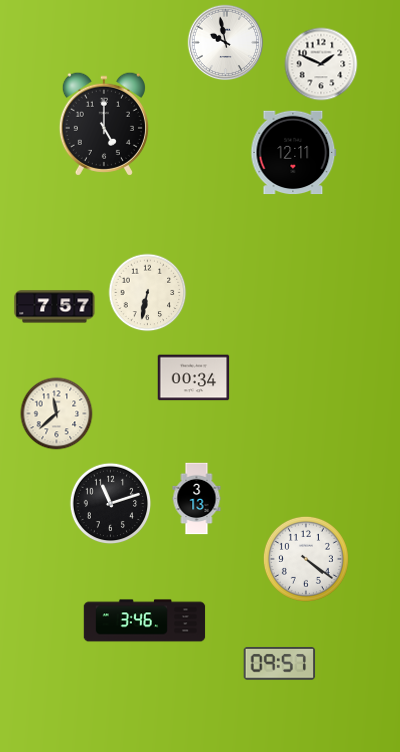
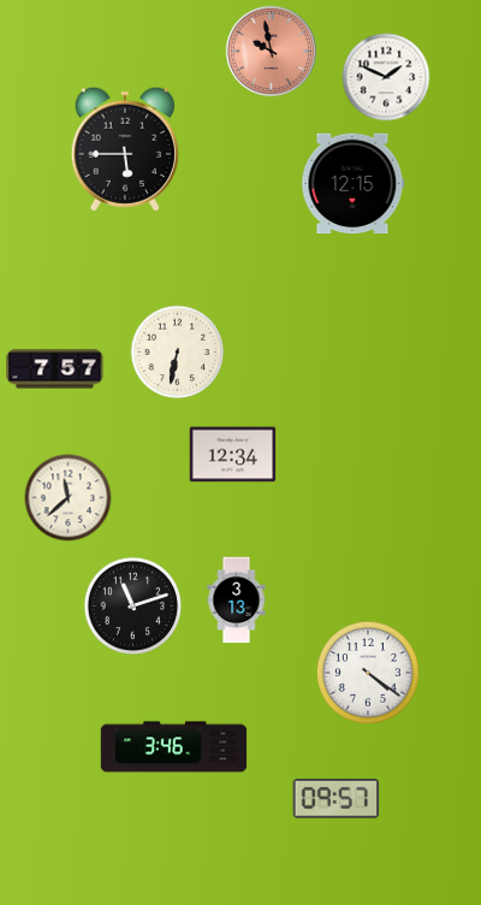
clock at (226, 43) dial: white -> salmon
clock at (104, 124): 5:00 -> 5:45
clock at (294, 153): 12:11 -> 12:15
clock at (55, 307) position: (55, 307) -> (55, 369)
clock at (194, 378): 00:34 -> 12:34
